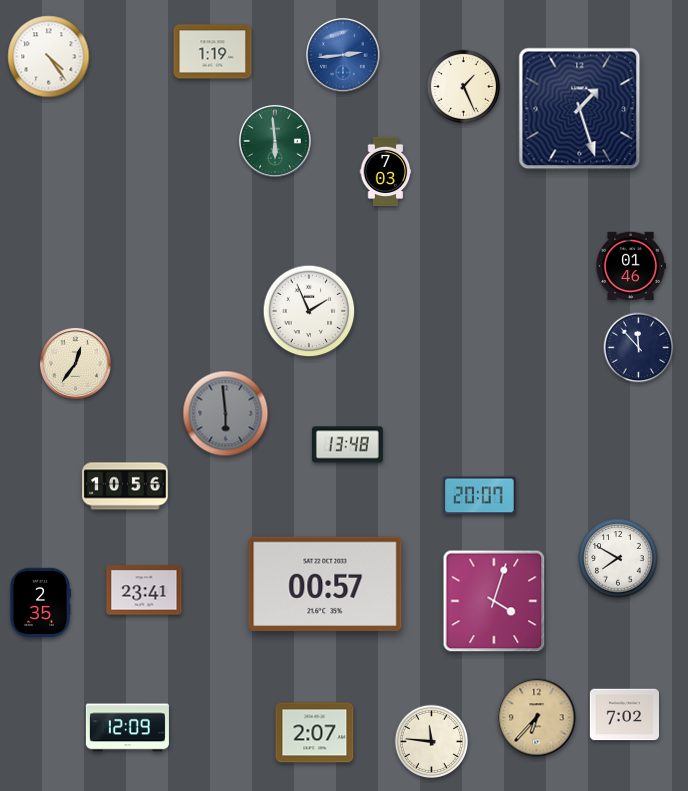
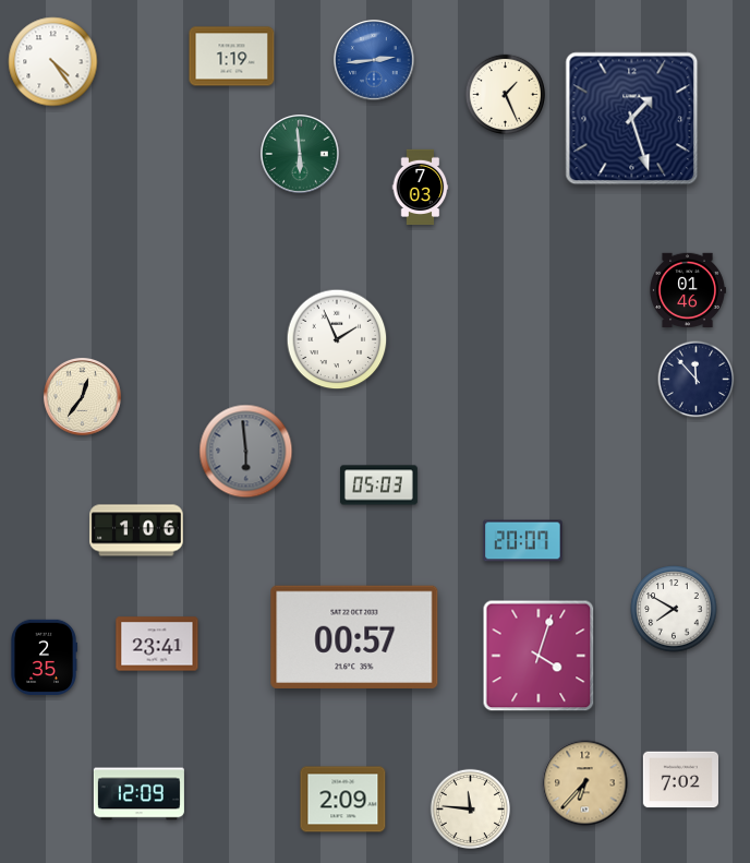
clock at (347, 445): 13:48 -> 05:03
clock at (125, 486): 10:56 -> 1:06
clock at (315, 733): 2:07 -> 2:09
